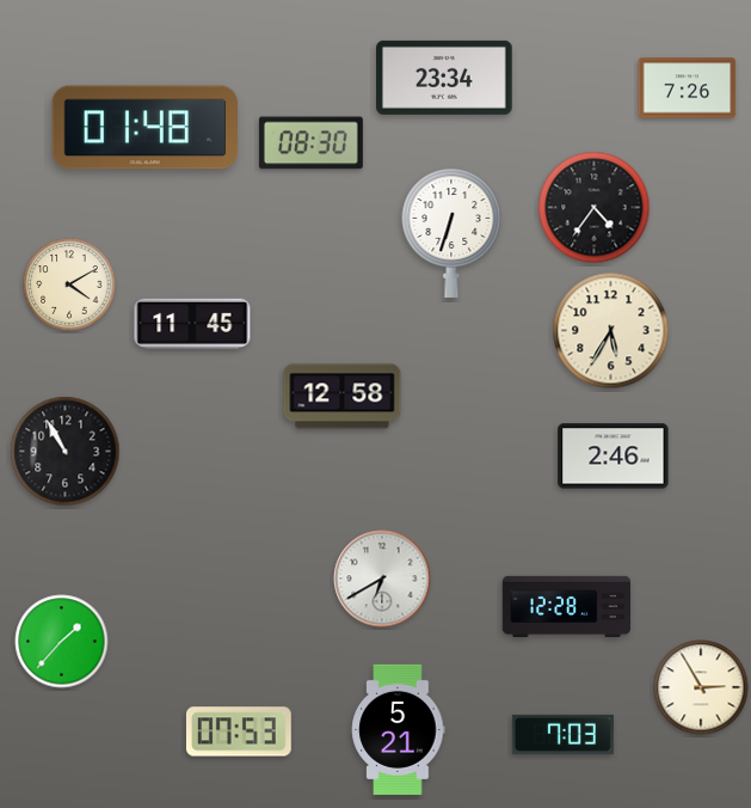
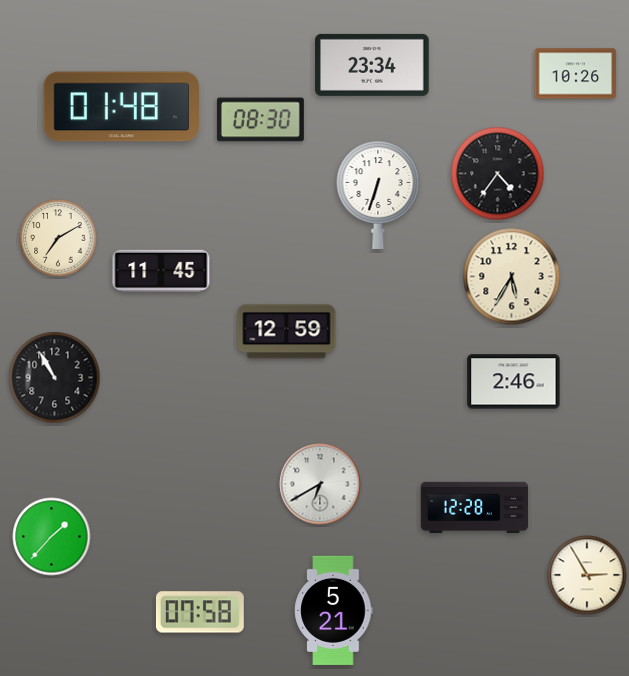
clock at (688, 88): 7:26 -> 10:26
clock at (69, 284): 4:10 -> 7:10
clock at (343, 397): 12:58 -> 12:59
clock at (239, 732): 07:53 -> 07:58
clock at (562, 734): 7:03 -> none
